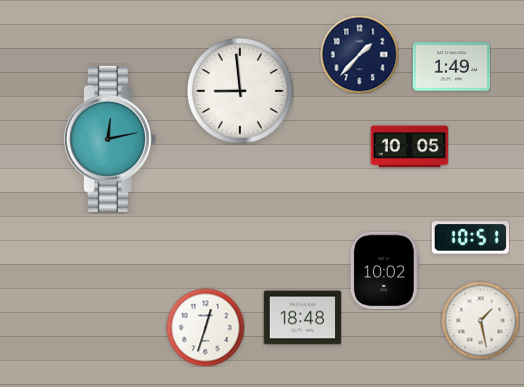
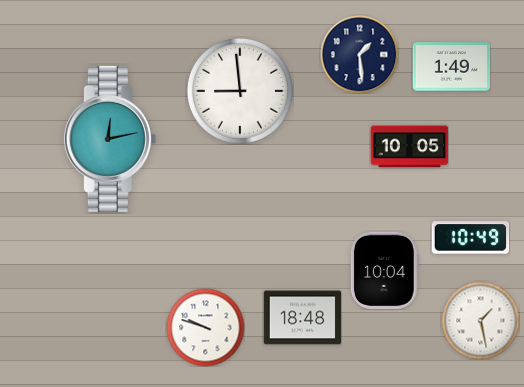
clock at (359, 54): 1:37 -> 1:29
clock at (470, 238): 10:51 -> 10:49
clock at (384, 270): 10:02 -> 10:04
clock at (205, 327): 12:33 -> 9:48
